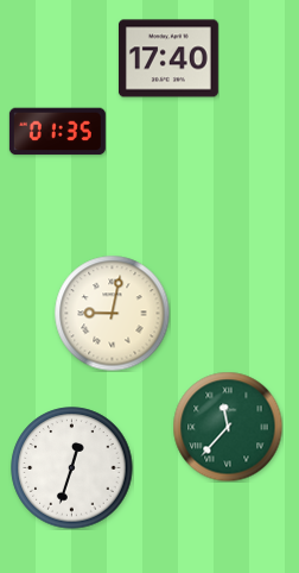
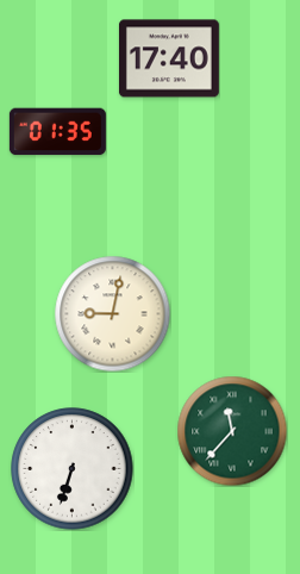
clock at (228, 427) position: (228, 427) -> (232, 431)
clock at (72, 468): 12:33 -> 6:33
